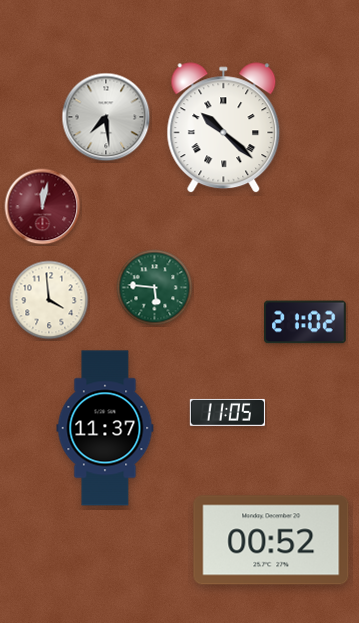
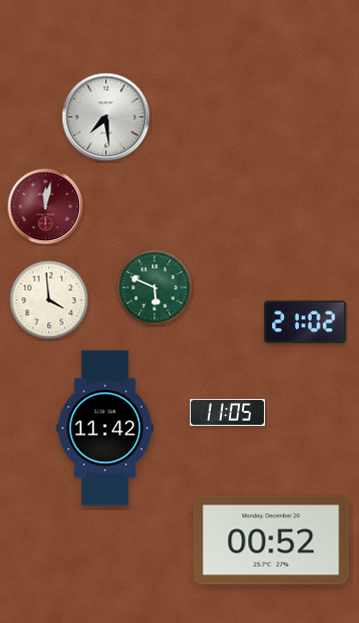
clock at (224, 128): 10:22 -> none
clock at (43, 207) position: (43, 207) -> (46, 207)
clock at (155, 288): 5:46 -> 5:49
clock at (105, 428): 11:37 -> 11:42
